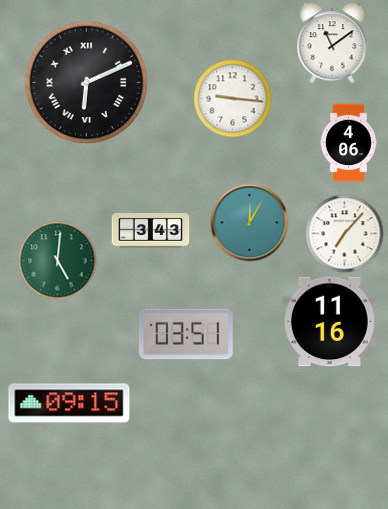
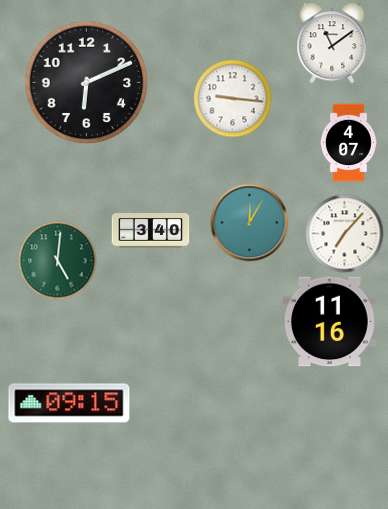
clock at (86, 82) numerals: Roman -> Arabic
clock at (348, 142): 4:06 -> 4:07
clock at (150, 231): 3:43 -> 3:40
clock at (186, 334): 03:51 -> none
